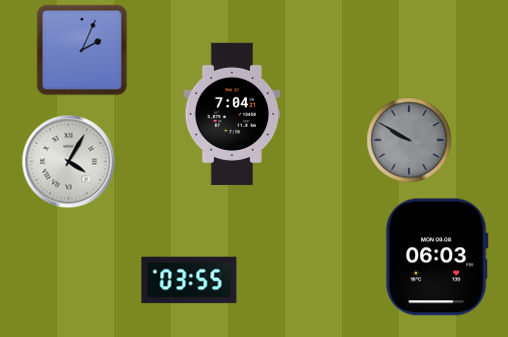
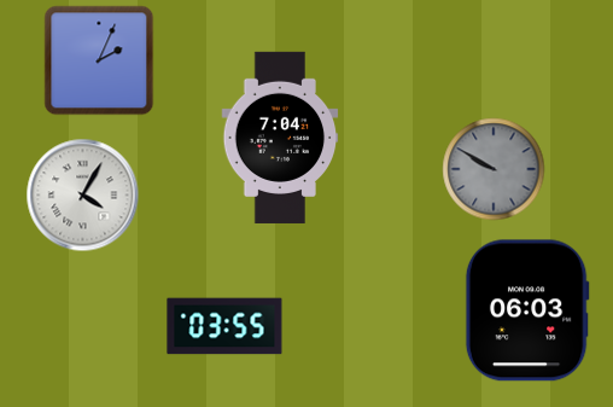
clock at (189, 280) position: (189, 280) -> (224, 326)
